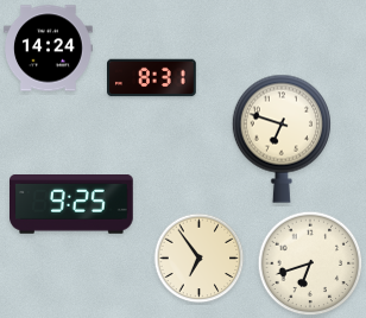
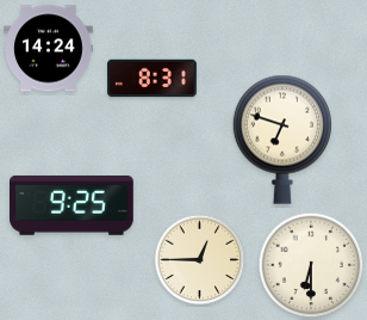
clock at (200, 259): 6:54 -> 12:45
clock at (310, 263): 6:42 -> 6:30
